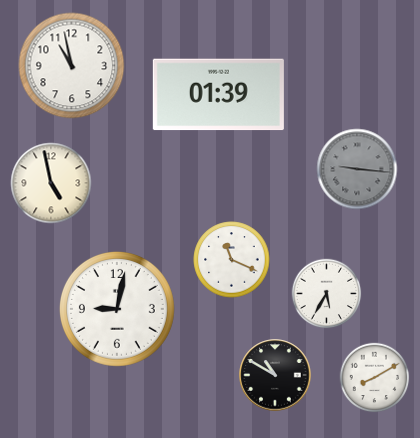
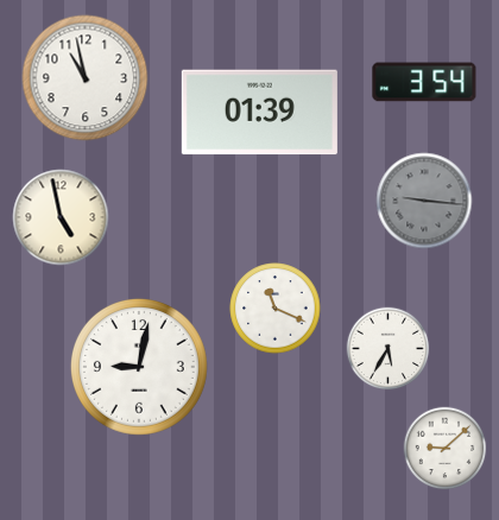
clock at (424, 82): none -> 3:54
clock at (275, 375): 10:50 -> none
clock at (375, 378): 8:10 -> 9:08
